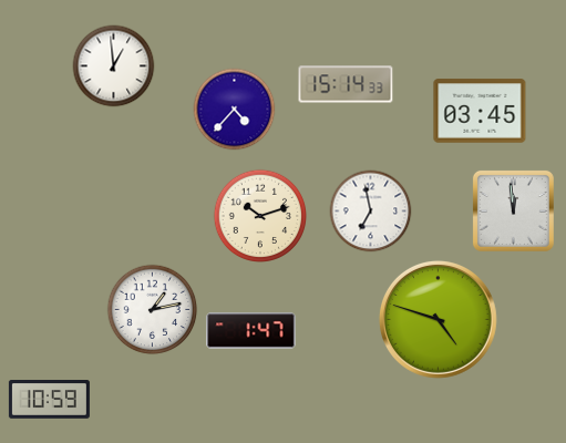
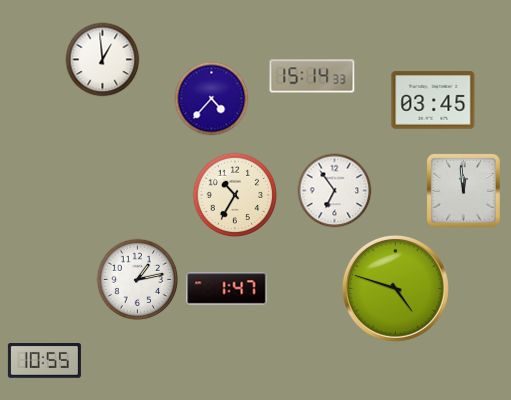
clock at (371, 212): 6:58 -> 6:54
clock at (259, 215): 10:12 -> 10:35
clock at (251, 331) position: (251, 331) -> (227, 289)
clock at (49, 400): 10:59 -> 10:55
